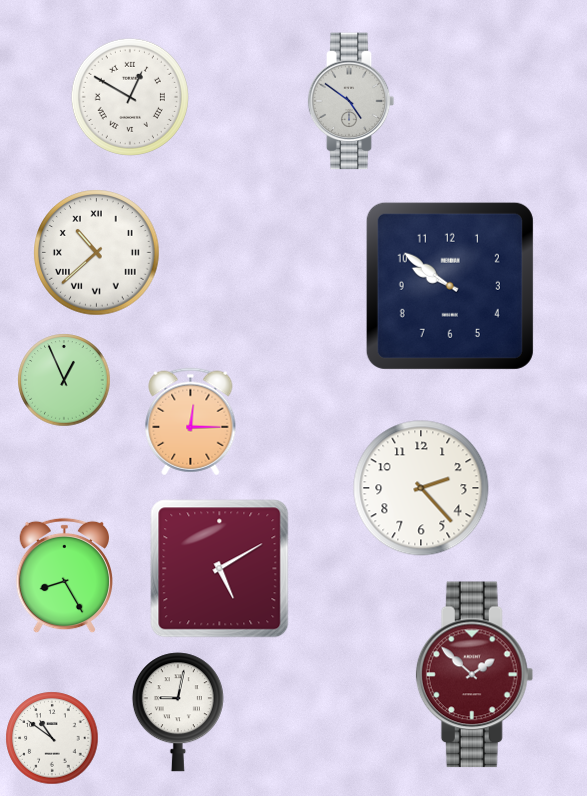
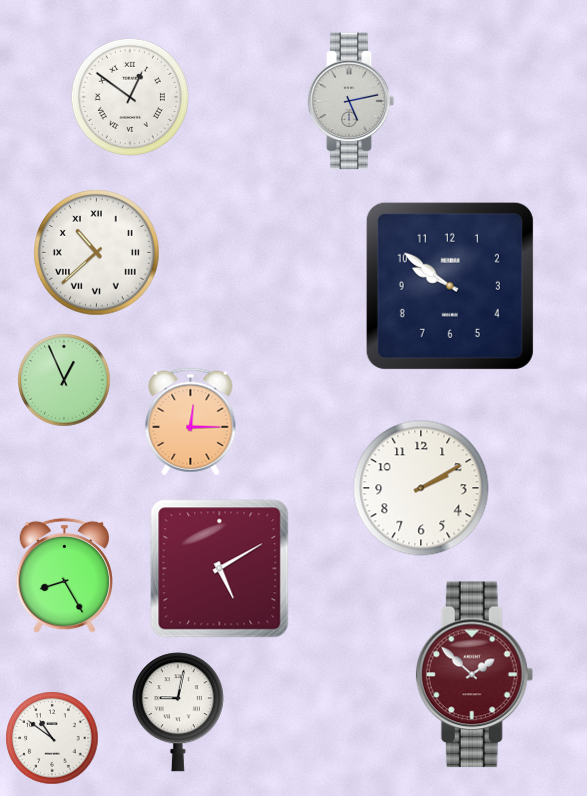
clock at (130, 97): 12:50 -> 12:51
clock at (351, 101): 4:51 -> 5:13
clock at (421, 488): 2:23 -> 2:10
